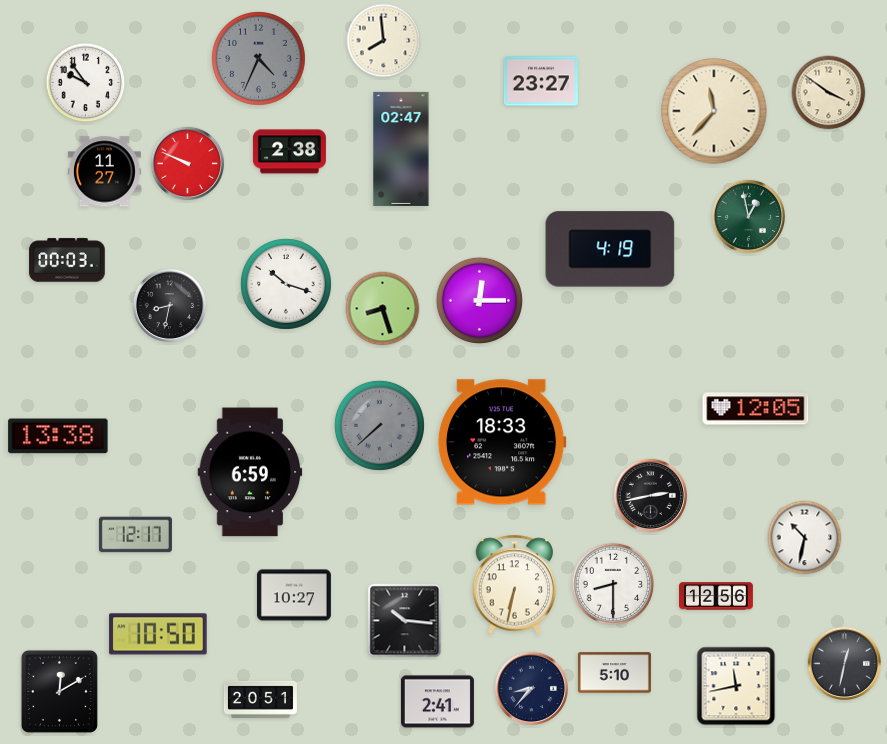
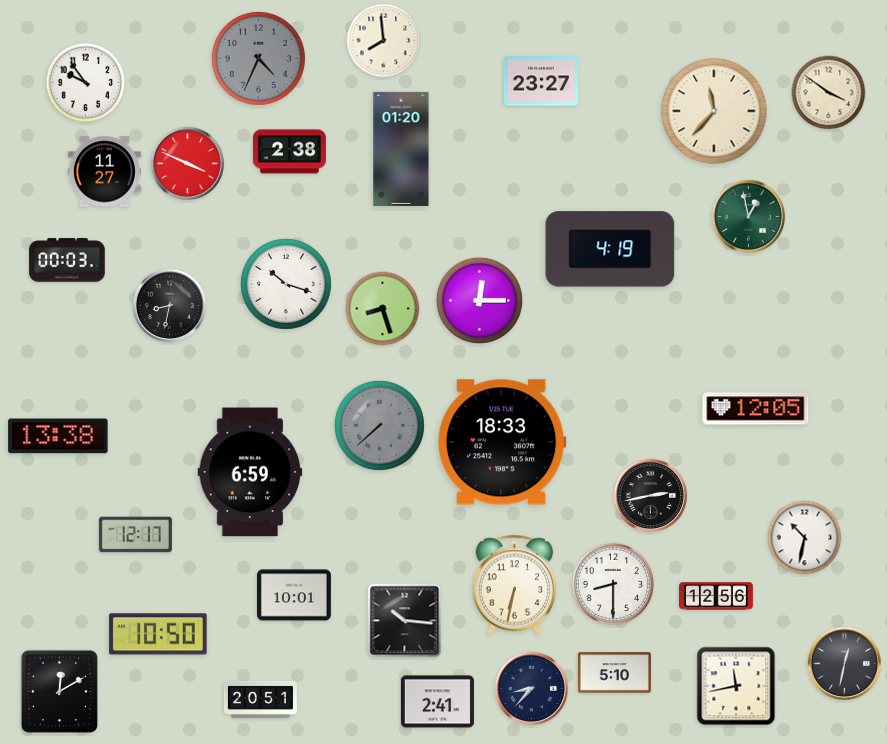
clock at (401, 149): 02:47 -> 01:20
clock at (187, 163): 9:49 -> 3:49
clock at (294, 595): 10:27 -> 10:01
